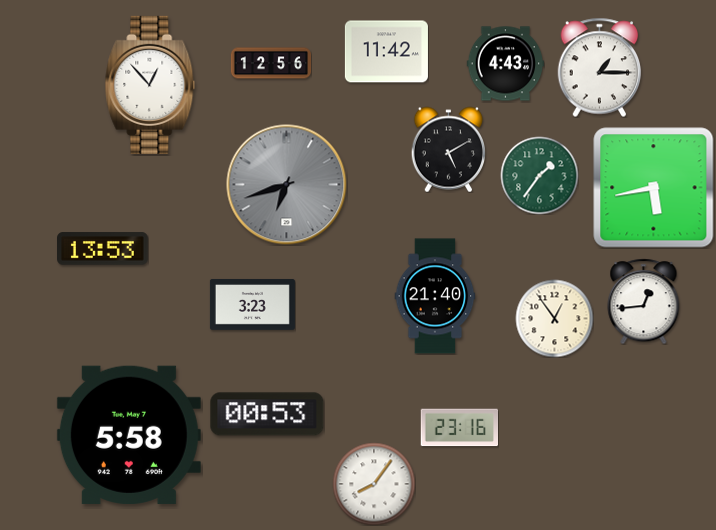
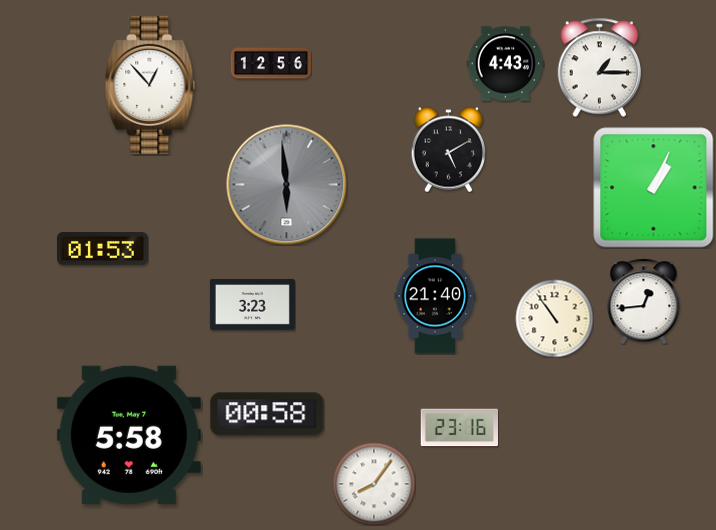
clock at (386, 52): 11:42 -> none
clock at (539, 175): 1:36 -> none
clock at (287, 185): 6:42 -> 5:59
clock at (654, 188): 5:43 -> 1:04
clock at (103, 249): 13:53 -> 01:53
clock at (554, 318): 12:54 -> 10:54
clock at (267, 414): 00:53 -> 00:58
